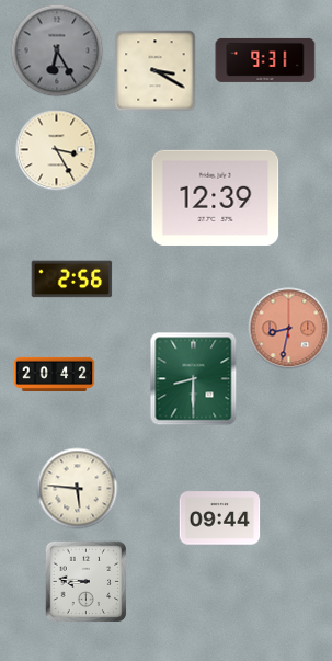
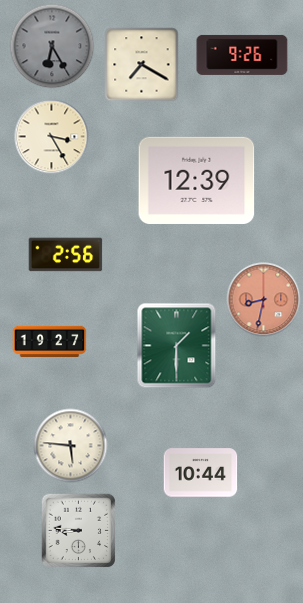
clock at (265, 60): 9:31 -> 9:26
clock at (156, 71): 3:20 -> 7:20
clock at (55, 374): 20:42 -> 19:27
clock at (194, 379): 8:30 -> 1:30
clock at (220, 518): 09:44 -> 10:44
